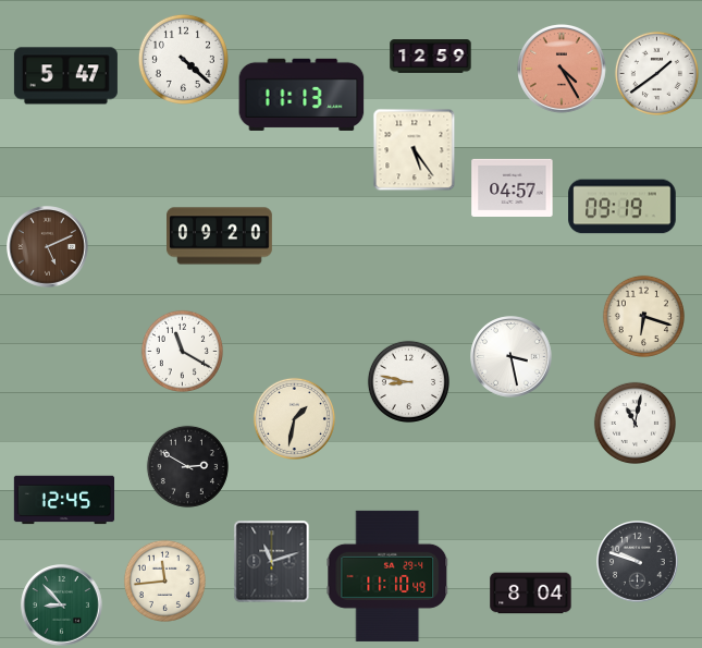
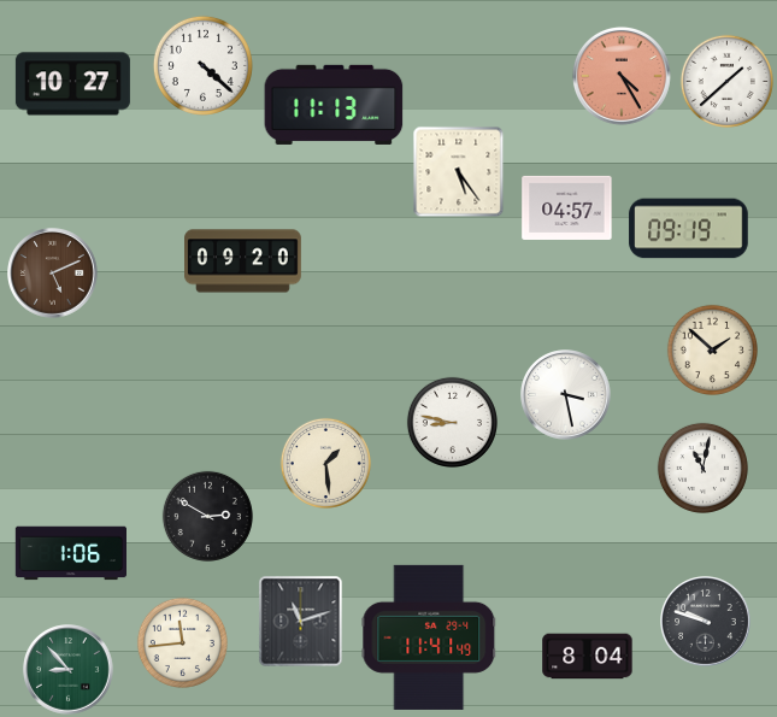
clock at (431, 57): 12:59 -> none
clock at (656, 73): 1:39 -> 1:38
clock at (65, 76): 5:47 -> 10:27
clock at (415, 150) position: (415, 150) -> (459, 172)
clock at (643, 316): 6:18 -> 1:52
clock at (182, 351): 11:20 -> none
clock at (294, 418): 1:32 -> 1:29
clock at (63, 500): 12:45 -> 1:06
clock at (387, 576): 11:10 -> 11:41
